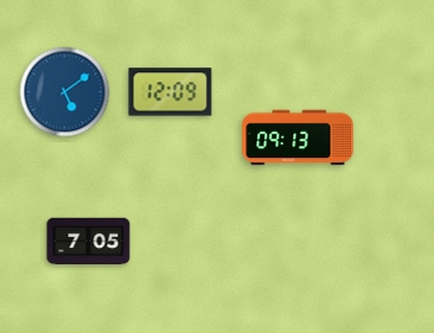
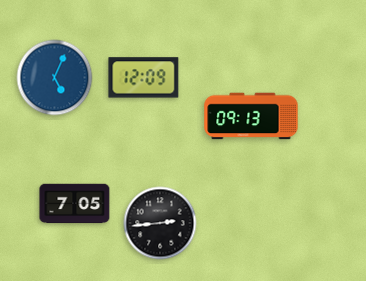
clock at (65, 92): 5:09 -> 5:04
clock at (160, 223): none -> 2:44
